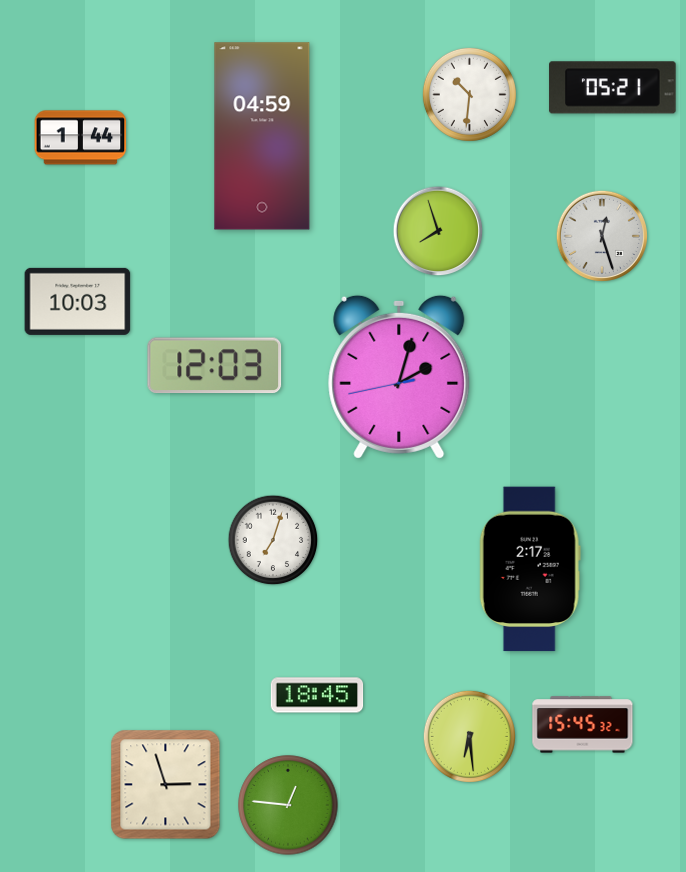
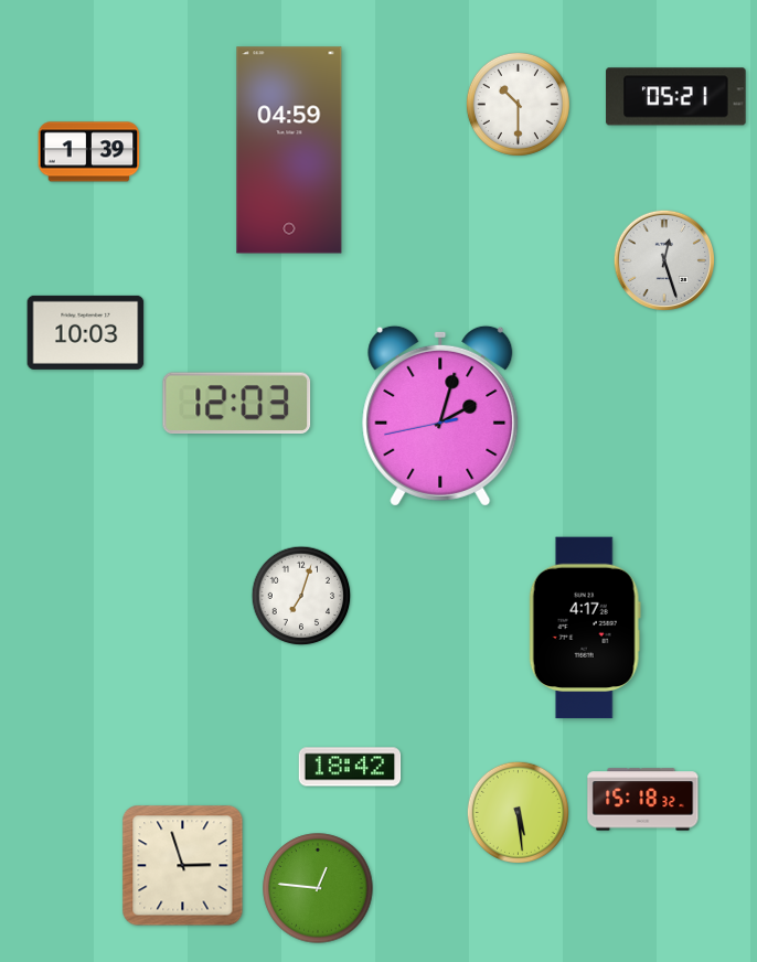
clock at (469, 94): 10:31 -> 10:30
clock at (81, 138): 1:44 -> 1:39
clock at (438, 231): 7:57 -> none
clock at (530, 569): 2:17 -> 4:17
clock at (317, 695): 18:45 -> 18:42
clock at (583, 725): 15:45 -> 15:18
clock at (469, 736): 6:29 -> 5:29
